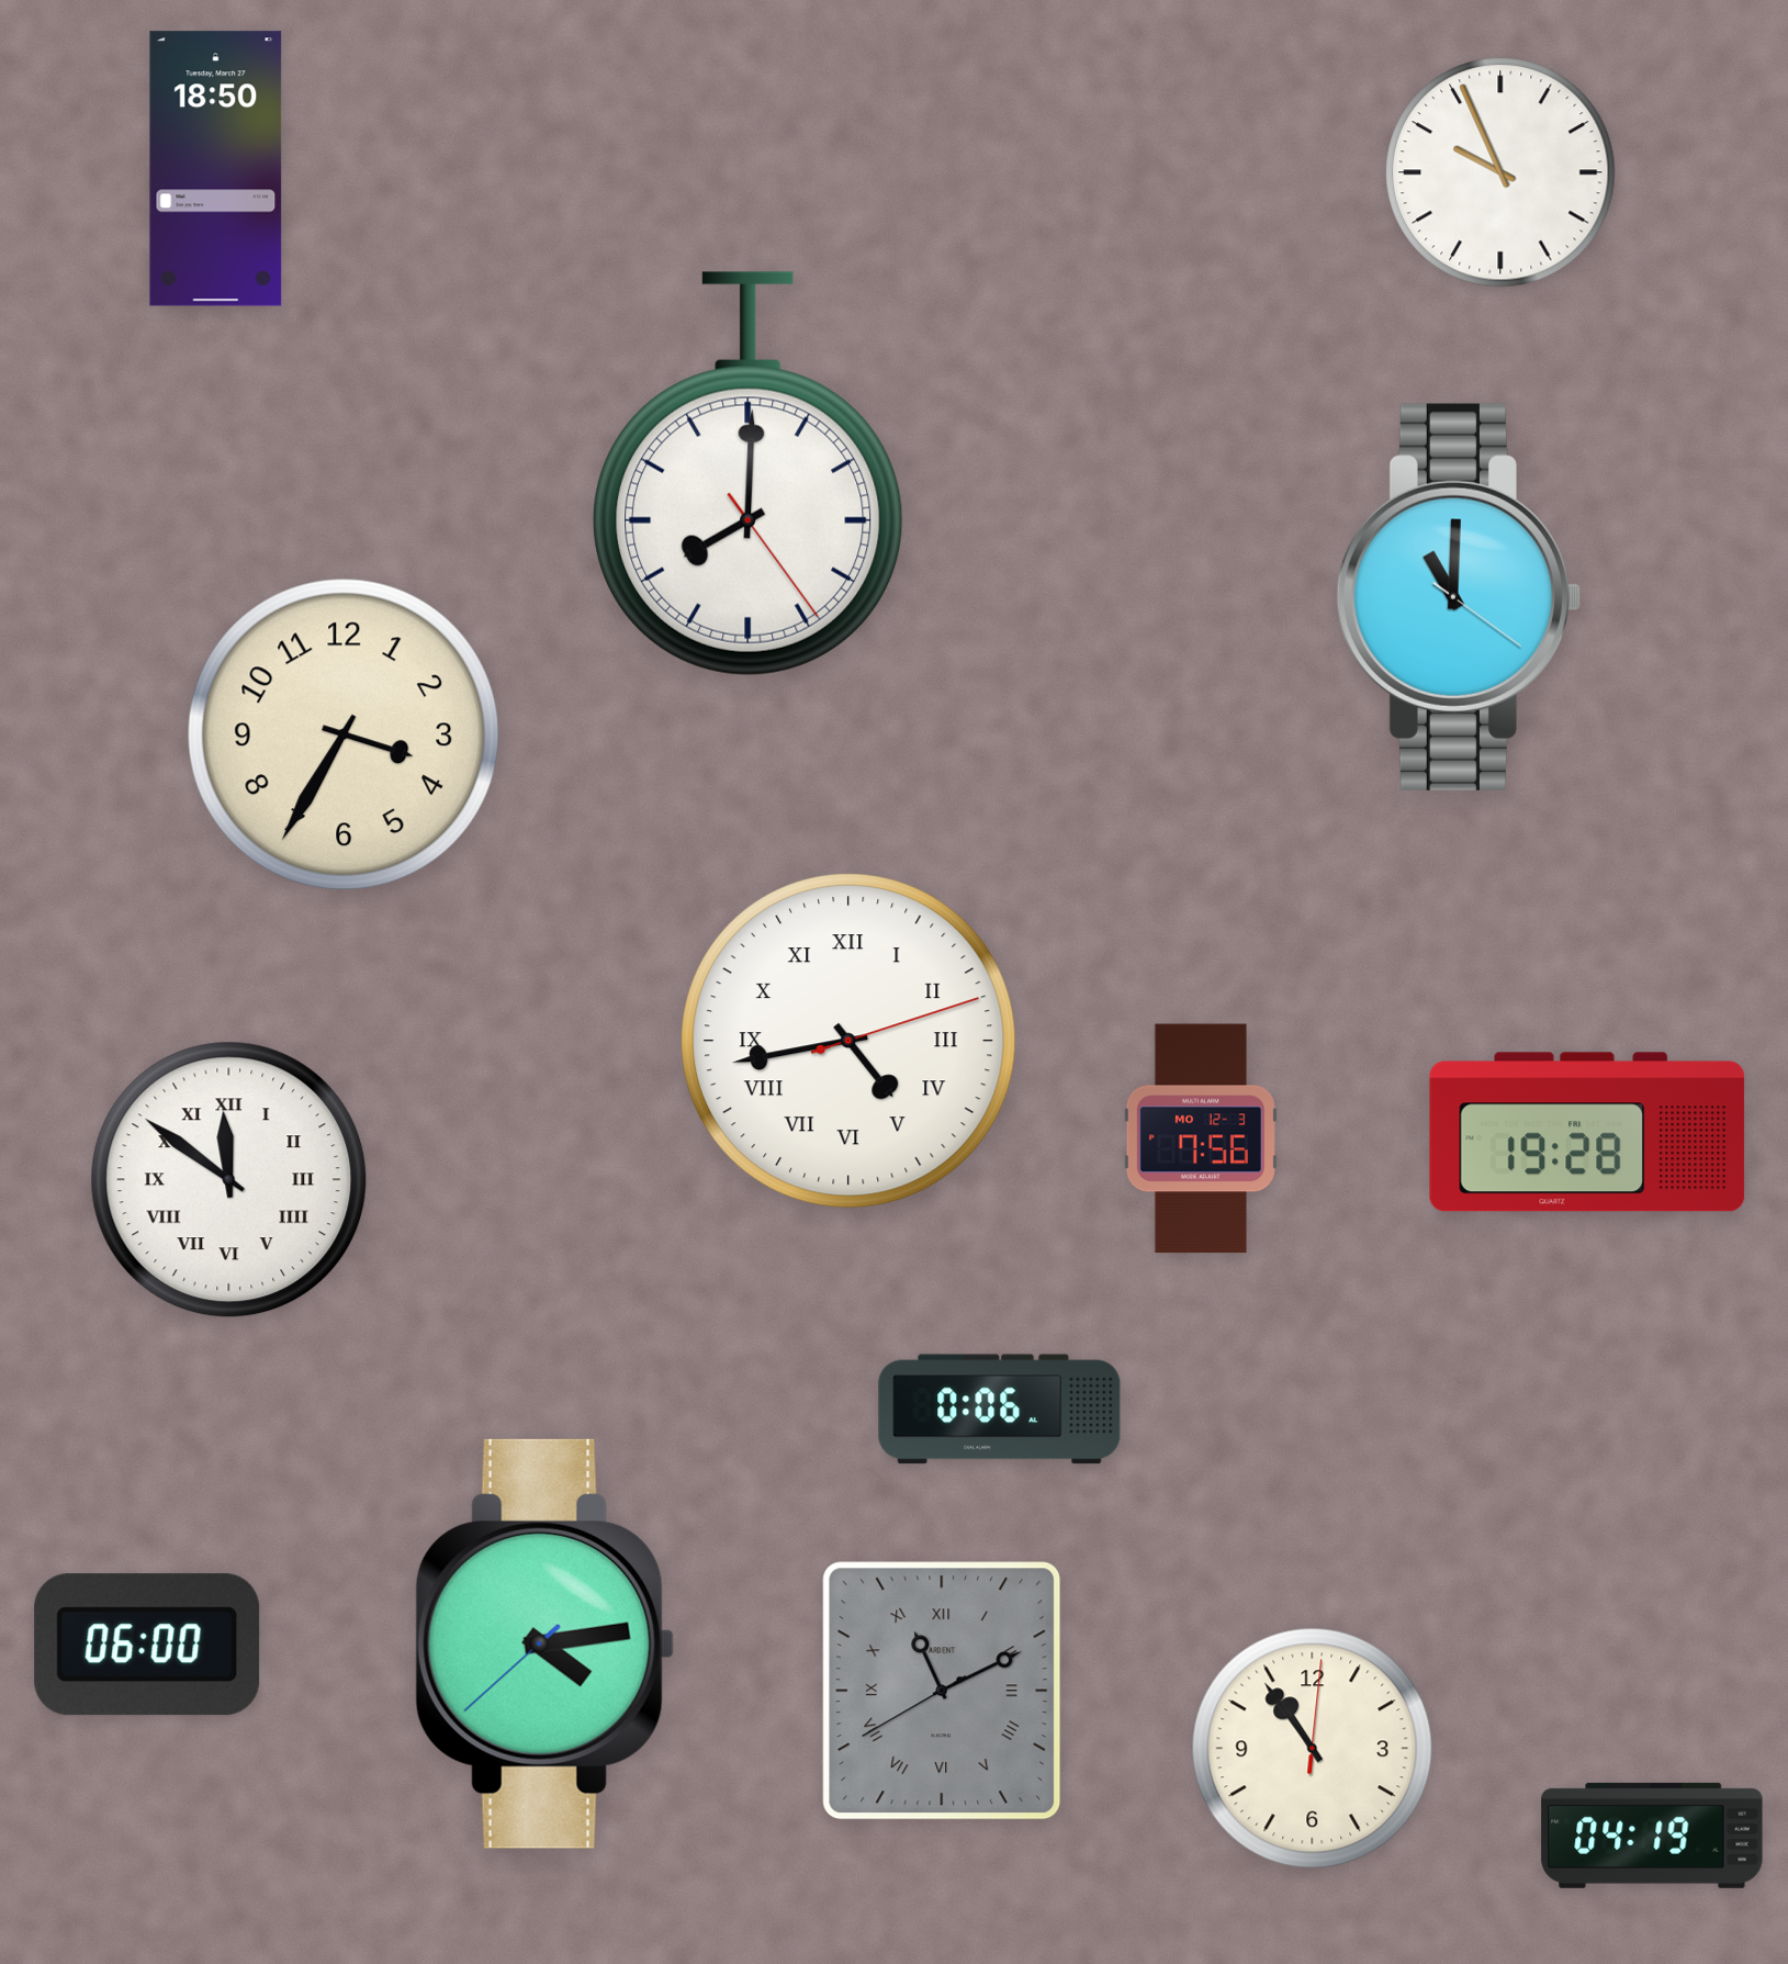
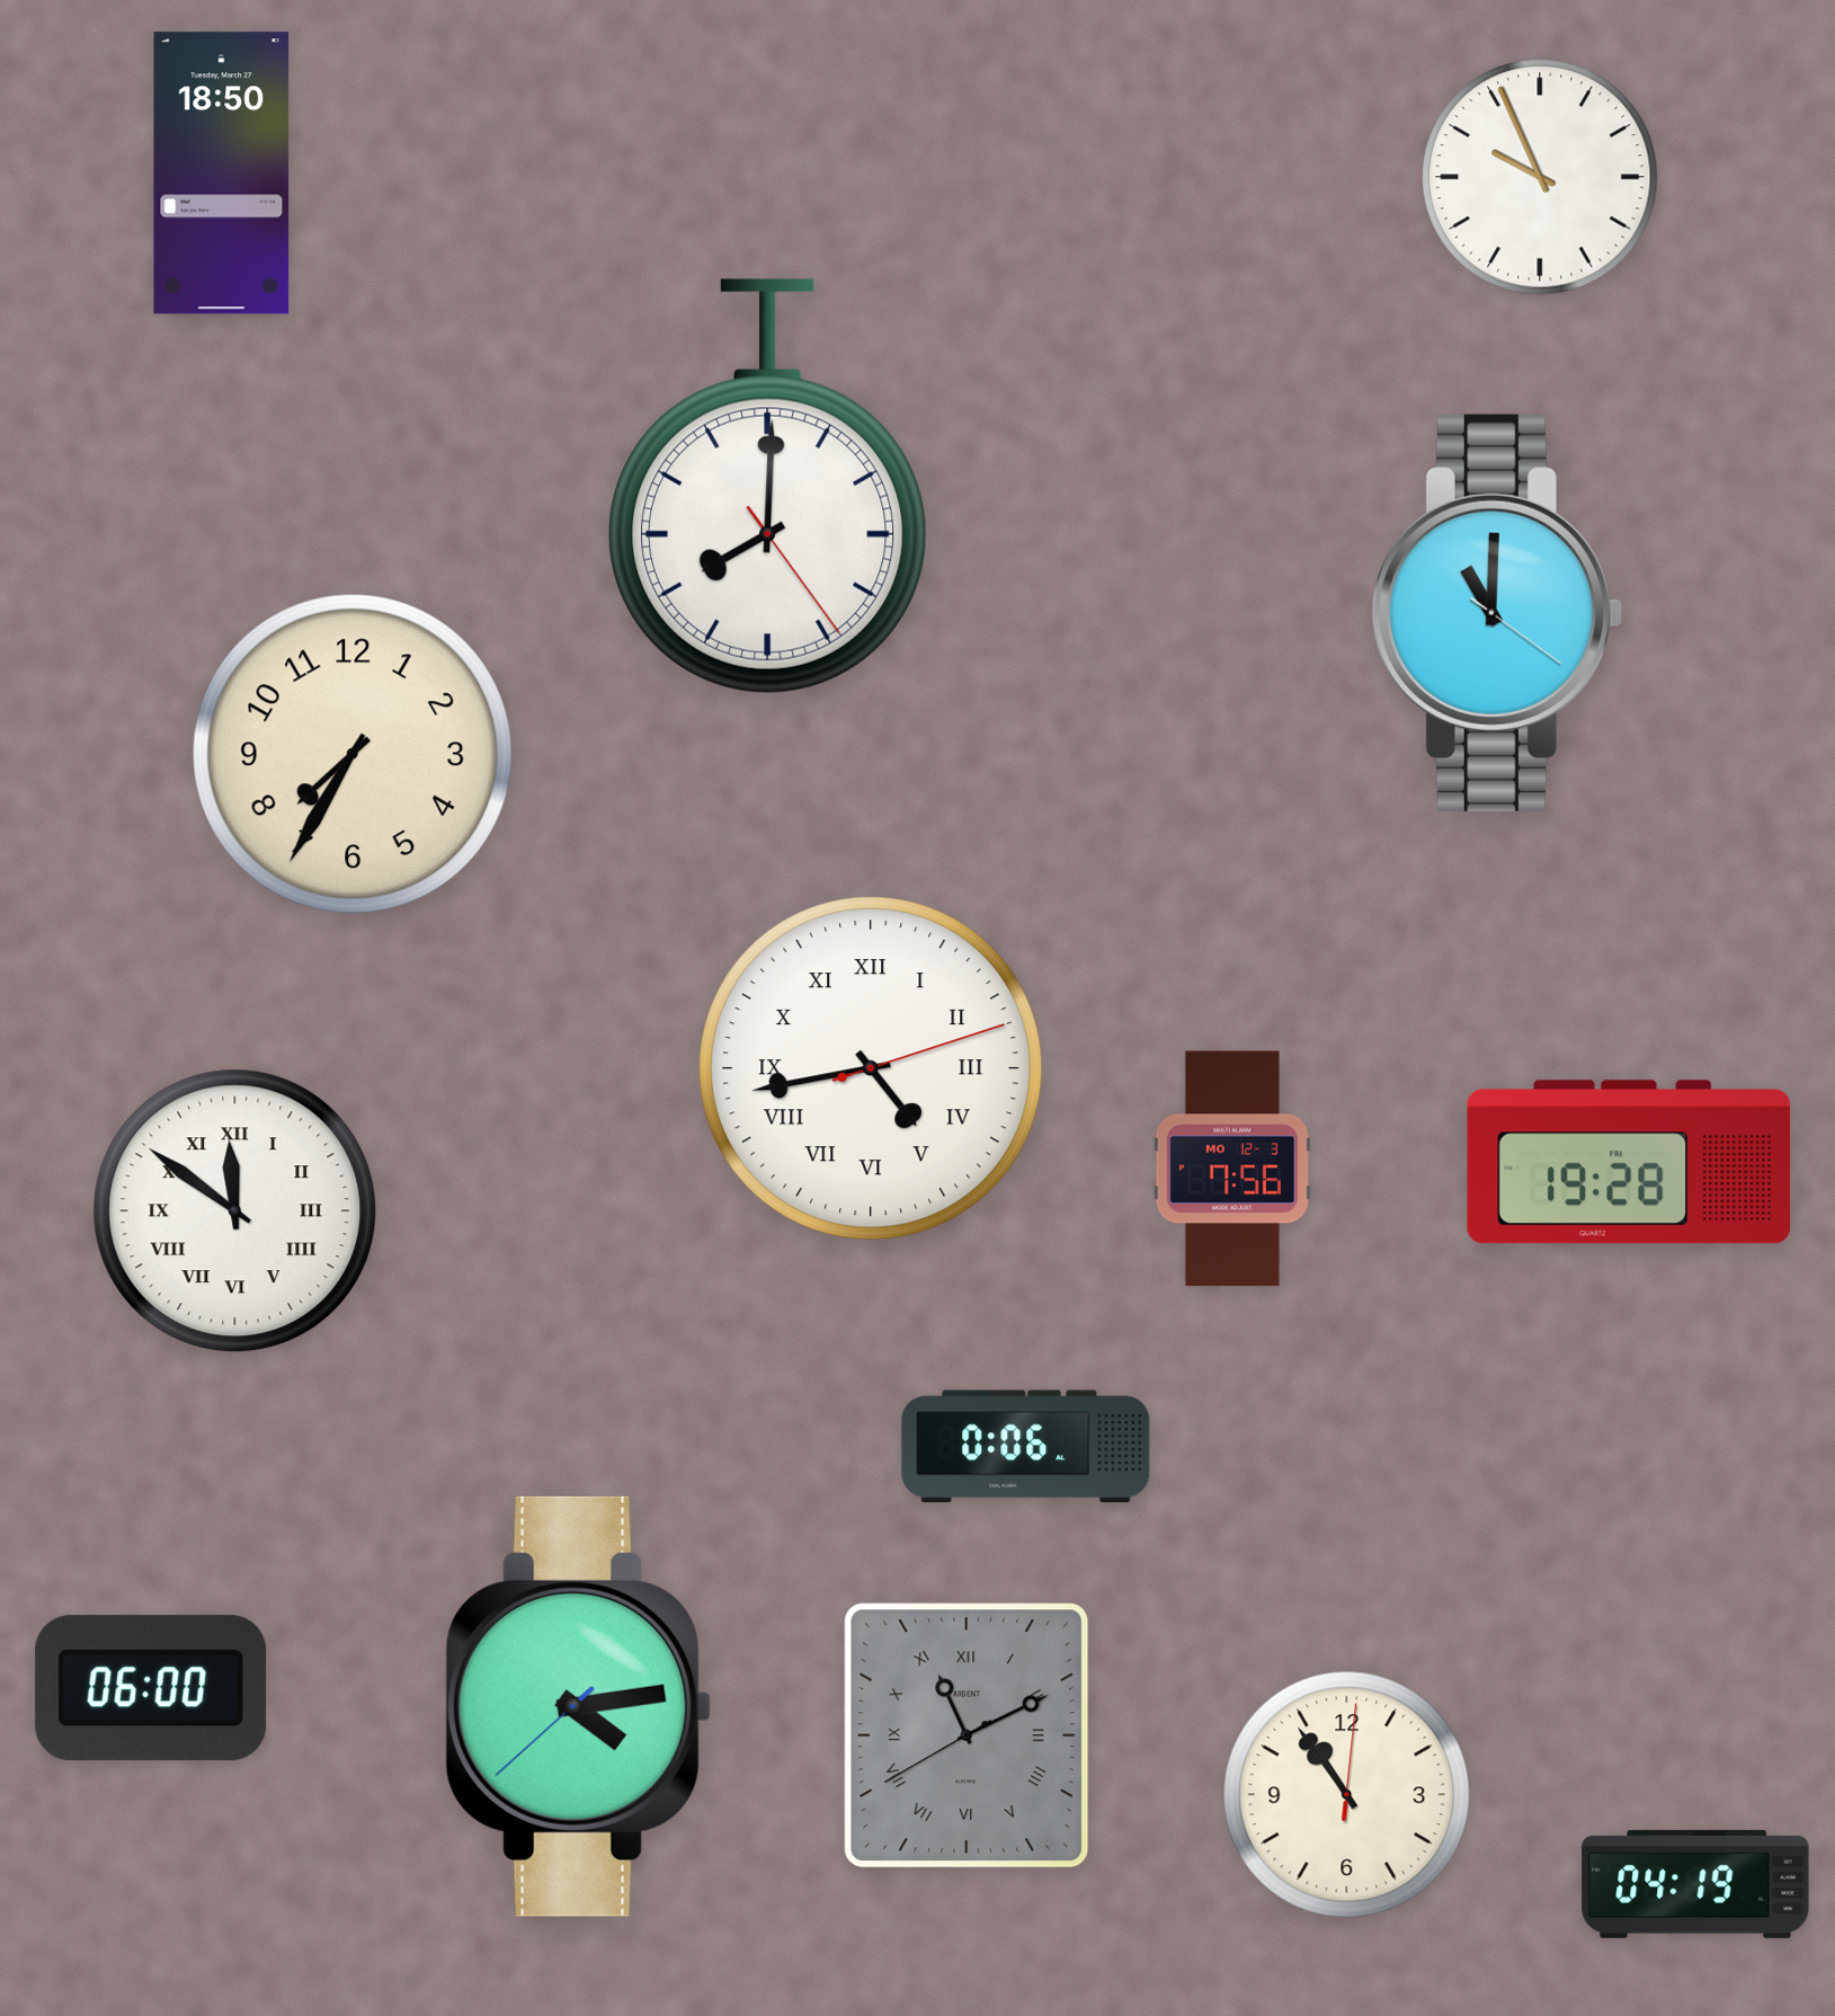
clock at (344, 734): 3:35 -> 7:35
clock at (544, 1643) position: (544, 1643) -> (578, 1706)
